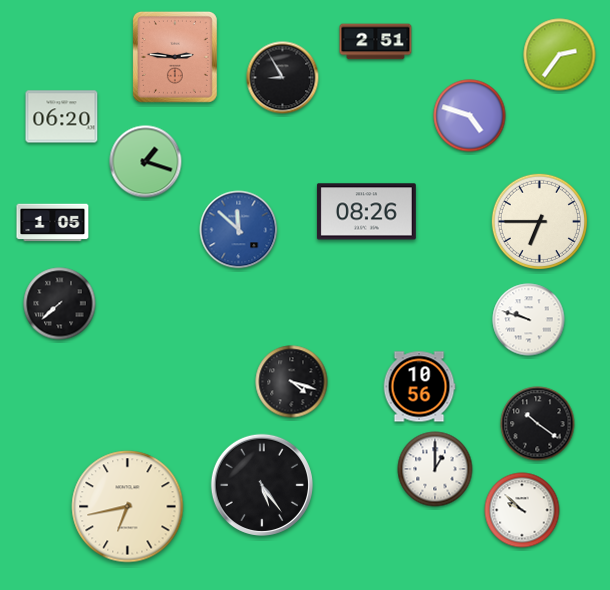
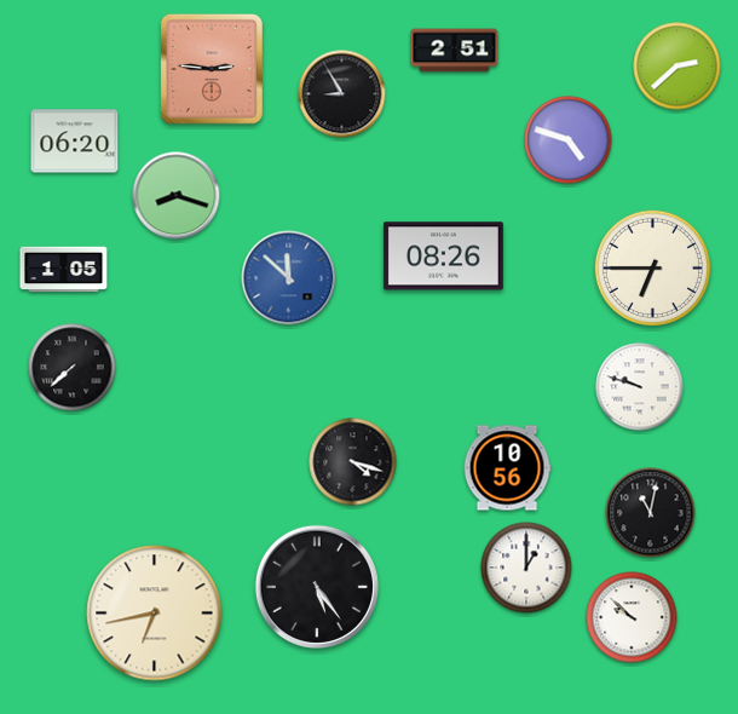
clock at (560, 55): 2:36 -> 2:38
clock at (146, 162): 1:18 -> 8:18
clock at (538, 424): 10:21 -> 11:02
